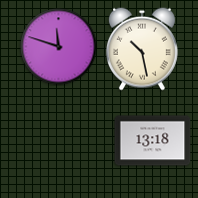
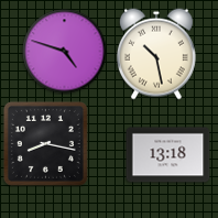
clock at (59, 47): 11:48 -> 4:48
clock at (45, 143): none -> 8:17
